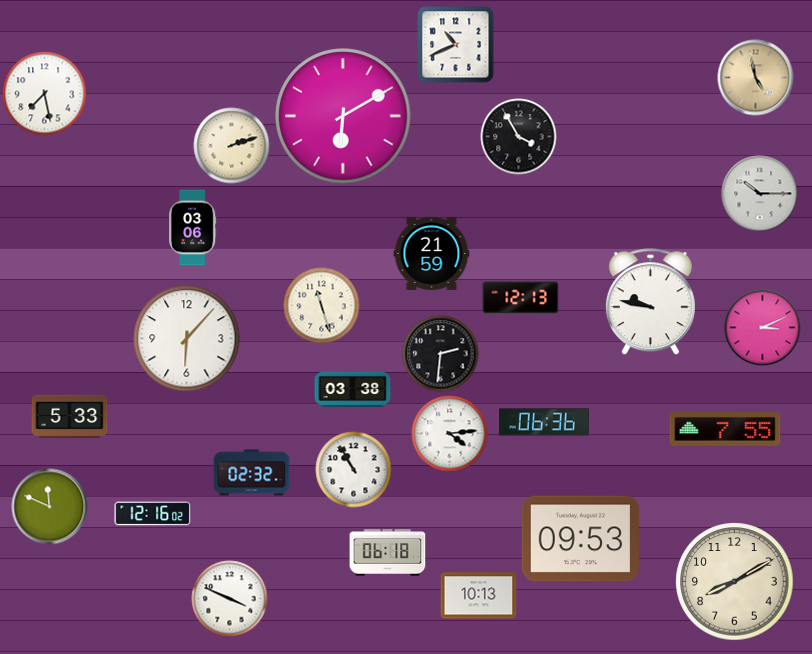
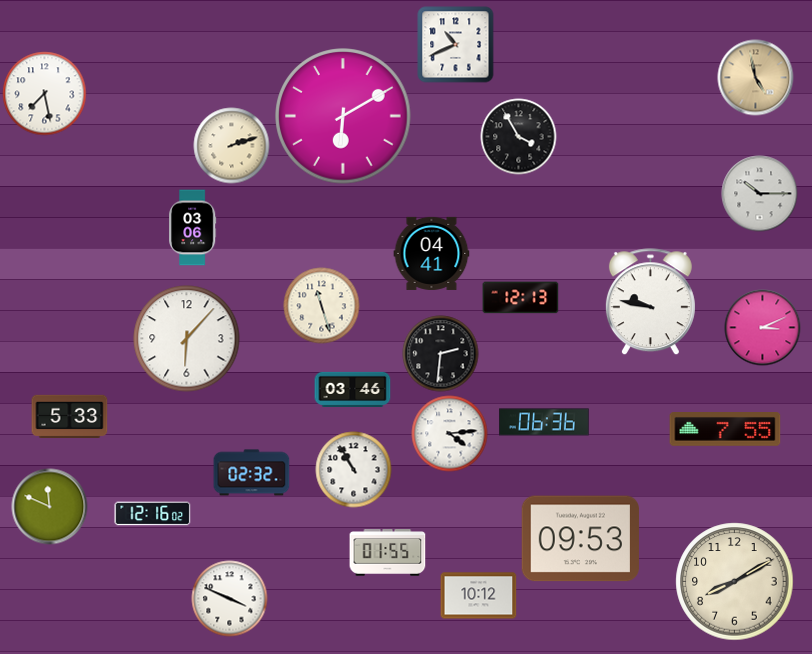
clock at (432, 253): 21:59 -> 04:41
clock at (353, 389): 03:38 -> 03:46
clock at (388, 553): 06:18 -> 01:55
clock at (479, 596): 10:13 -> 10:12
